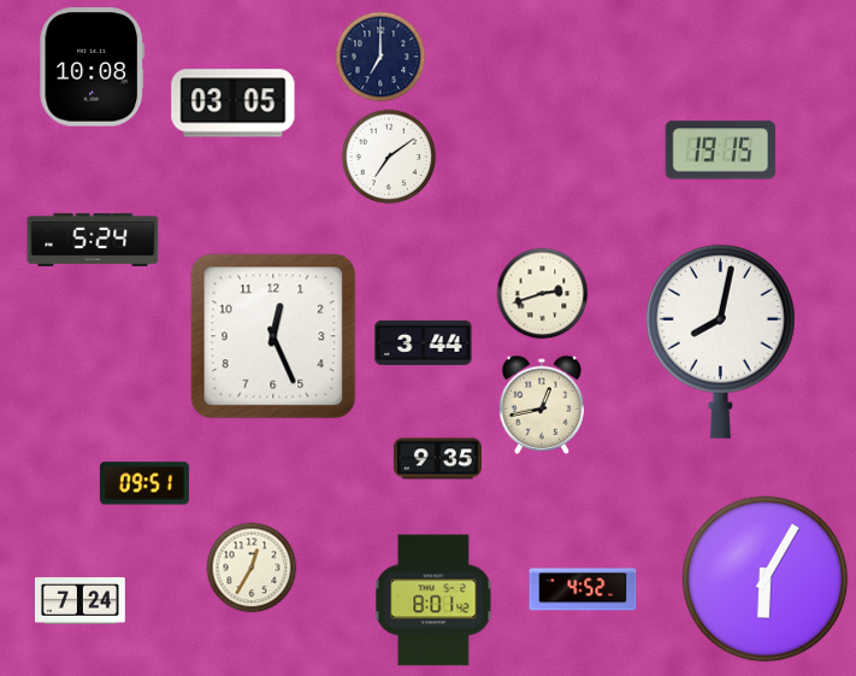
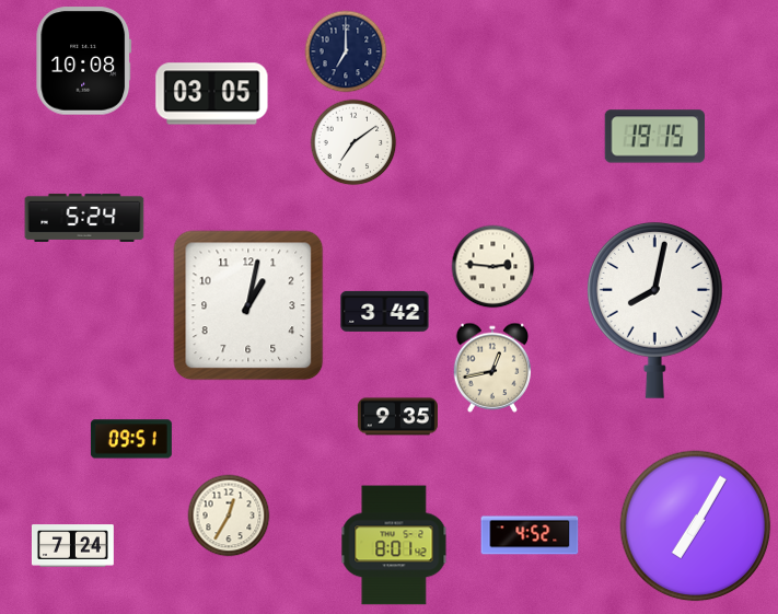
clock at (543, 294): 2:42 -> 2:46
clock at (273, 336): 12:26 -> 1:02
clock at (424, 342): 3:44 -> 3:42
clock at (766, 580): 6:05 -> 7:05
